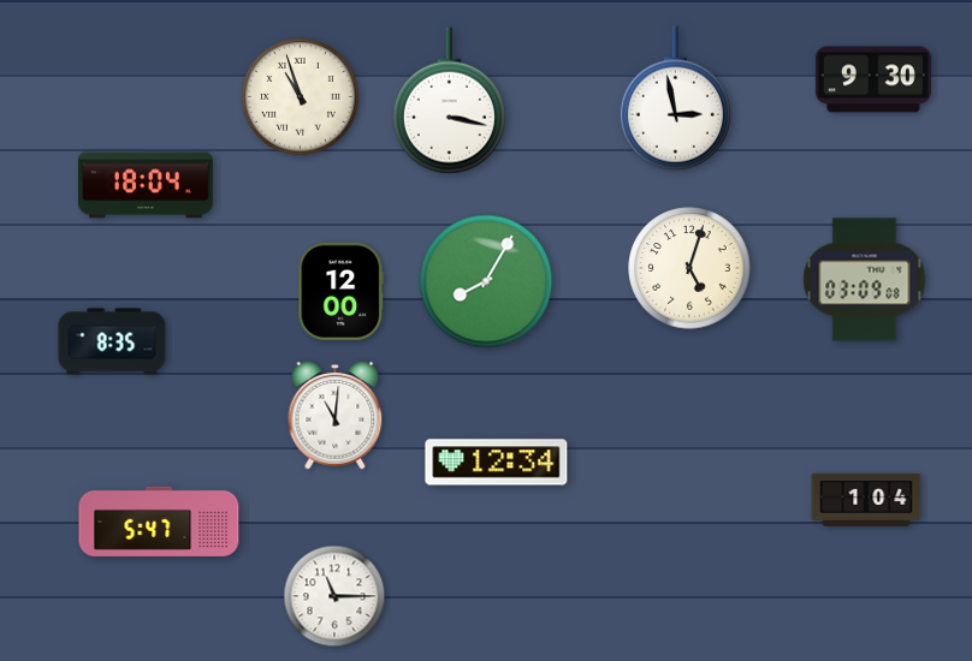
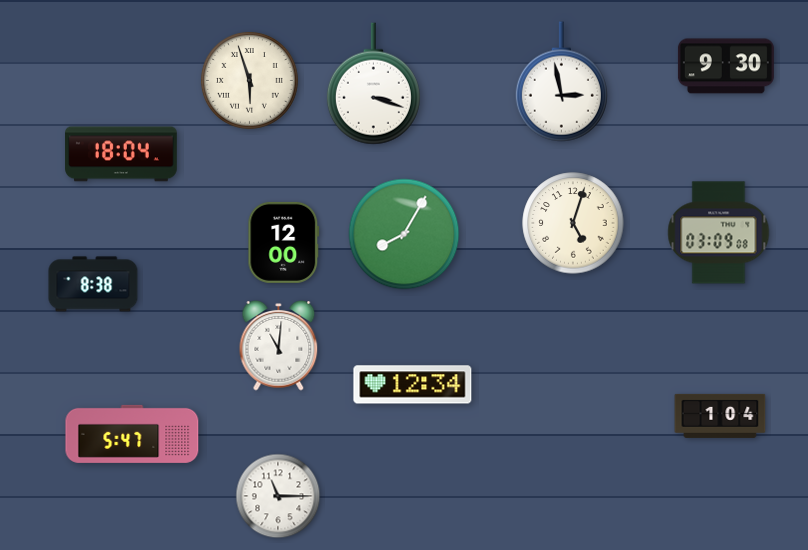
clock at (300, 96): 10:57 -> 5:57
clock at (449, 101): 3:17 -> 3:18
clock at (112, 341): 8:35 -> 8:38
